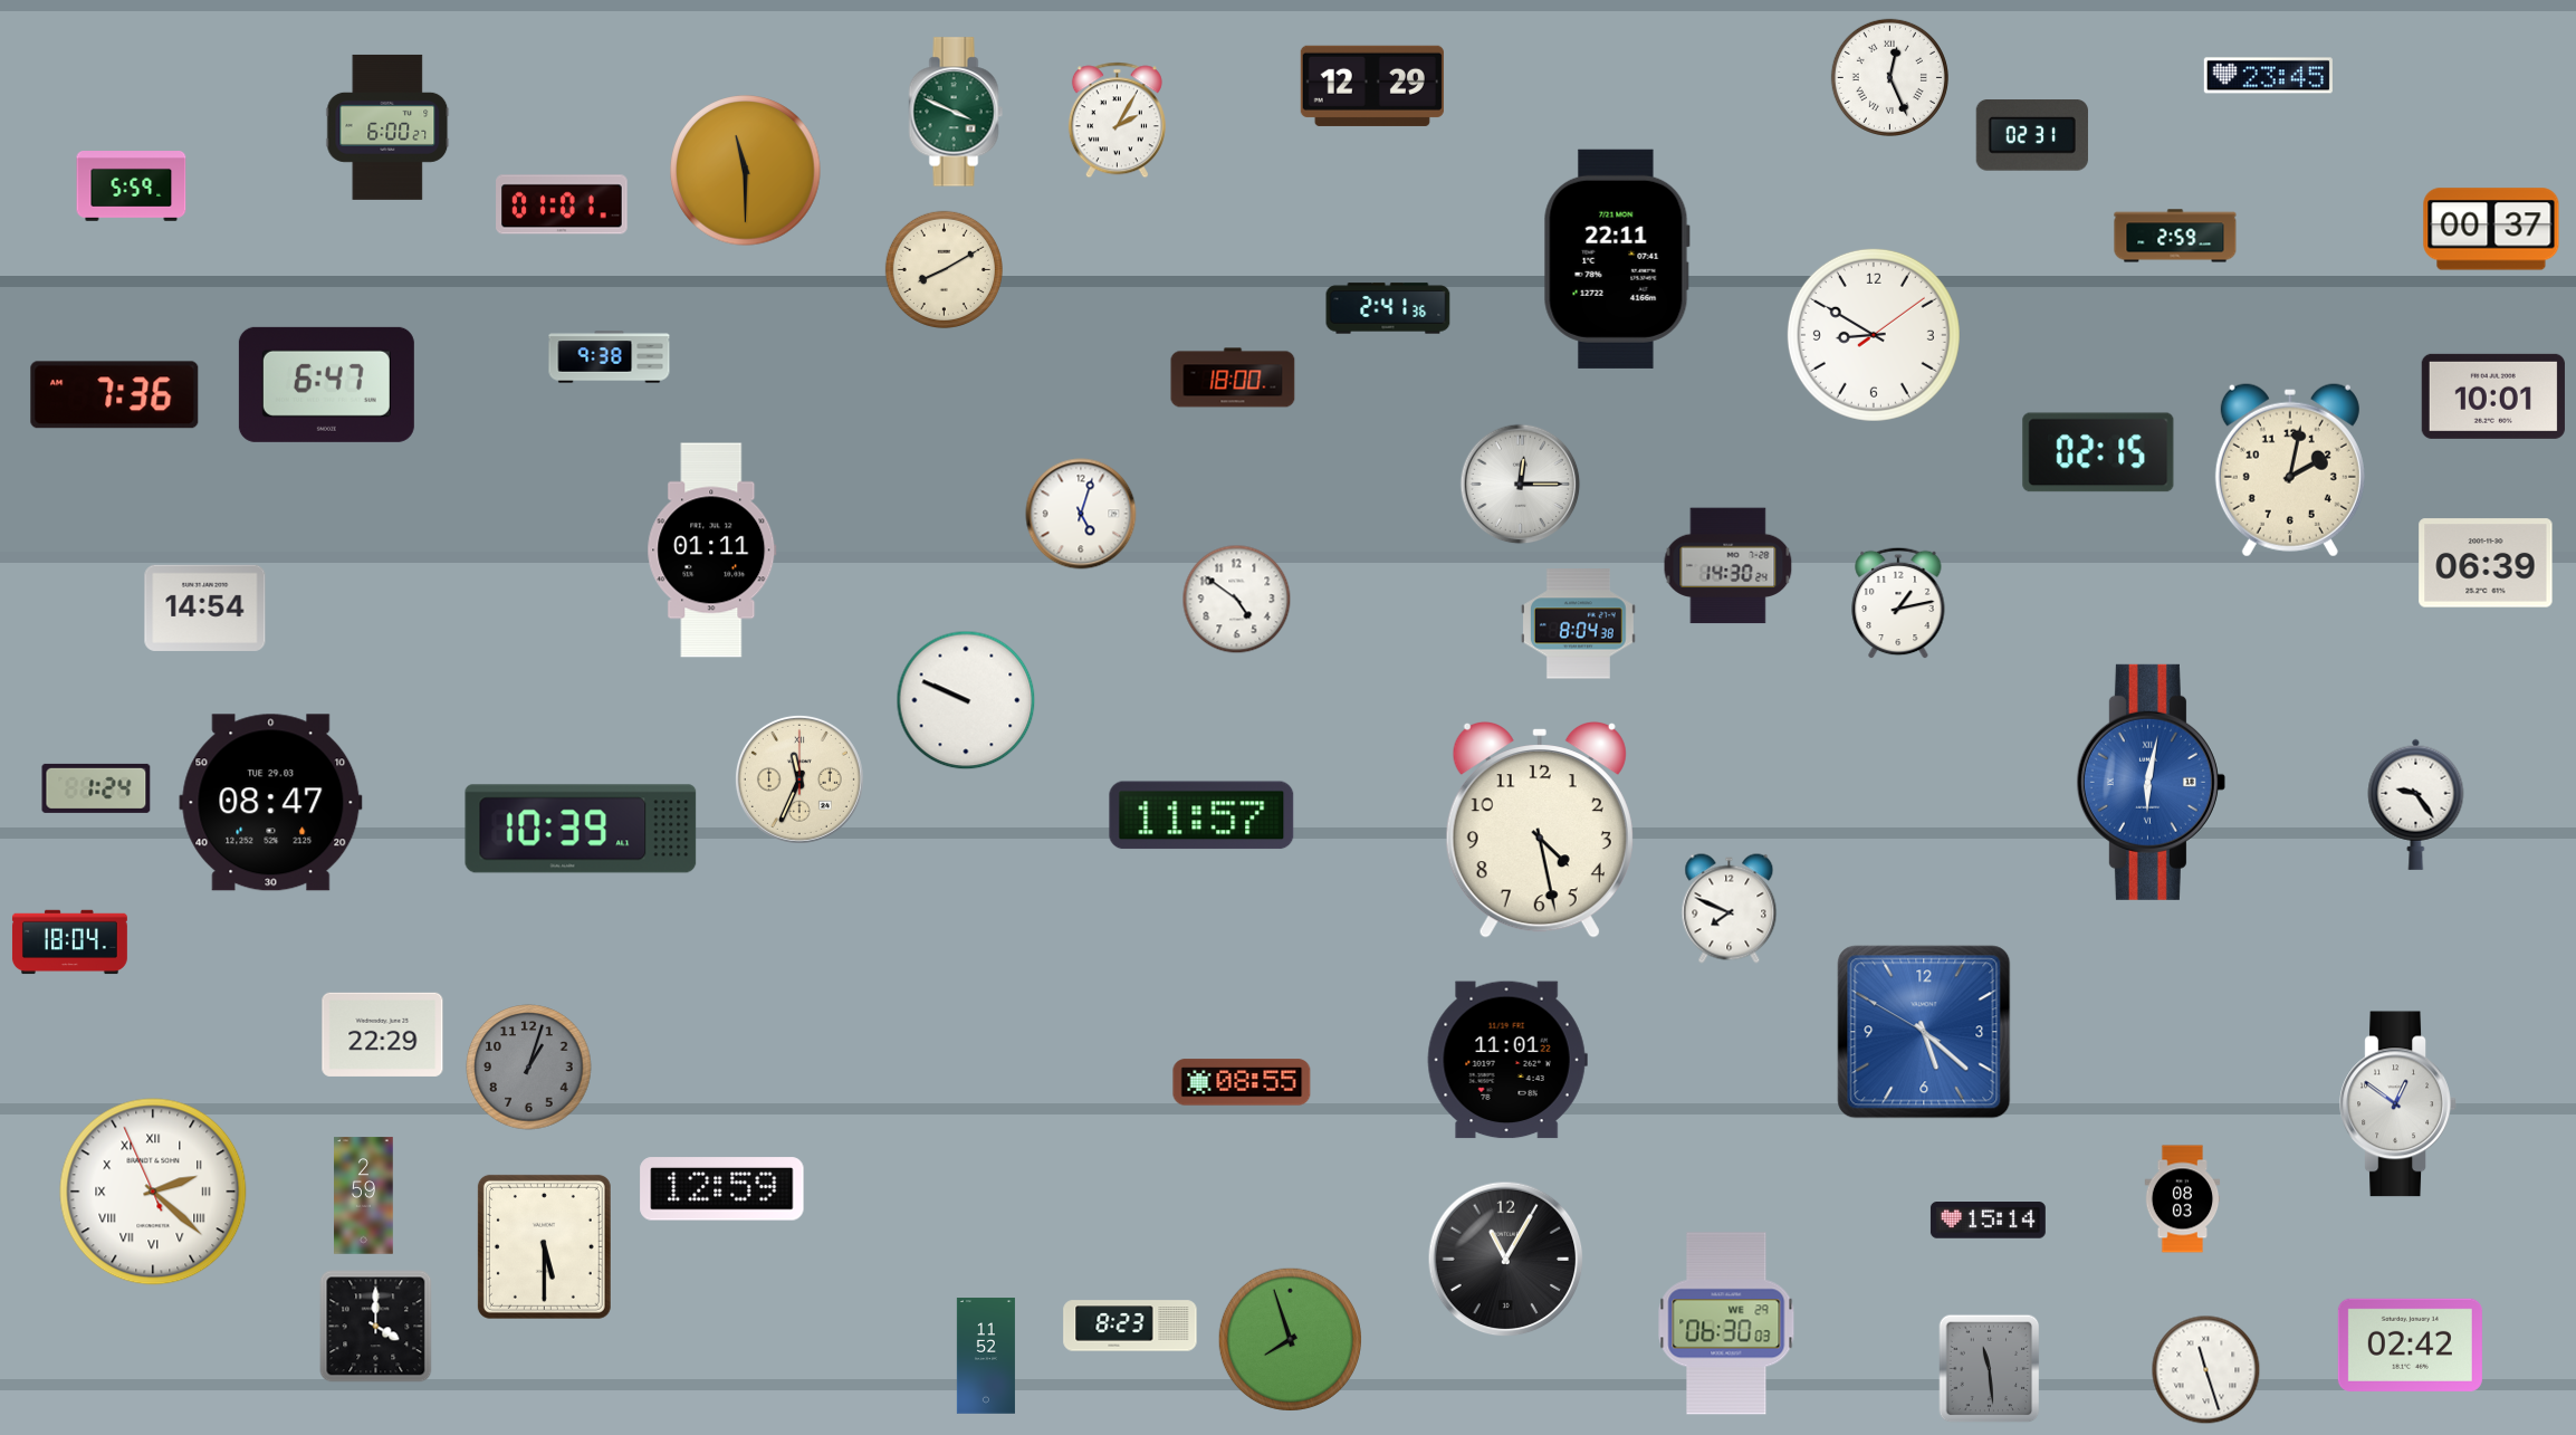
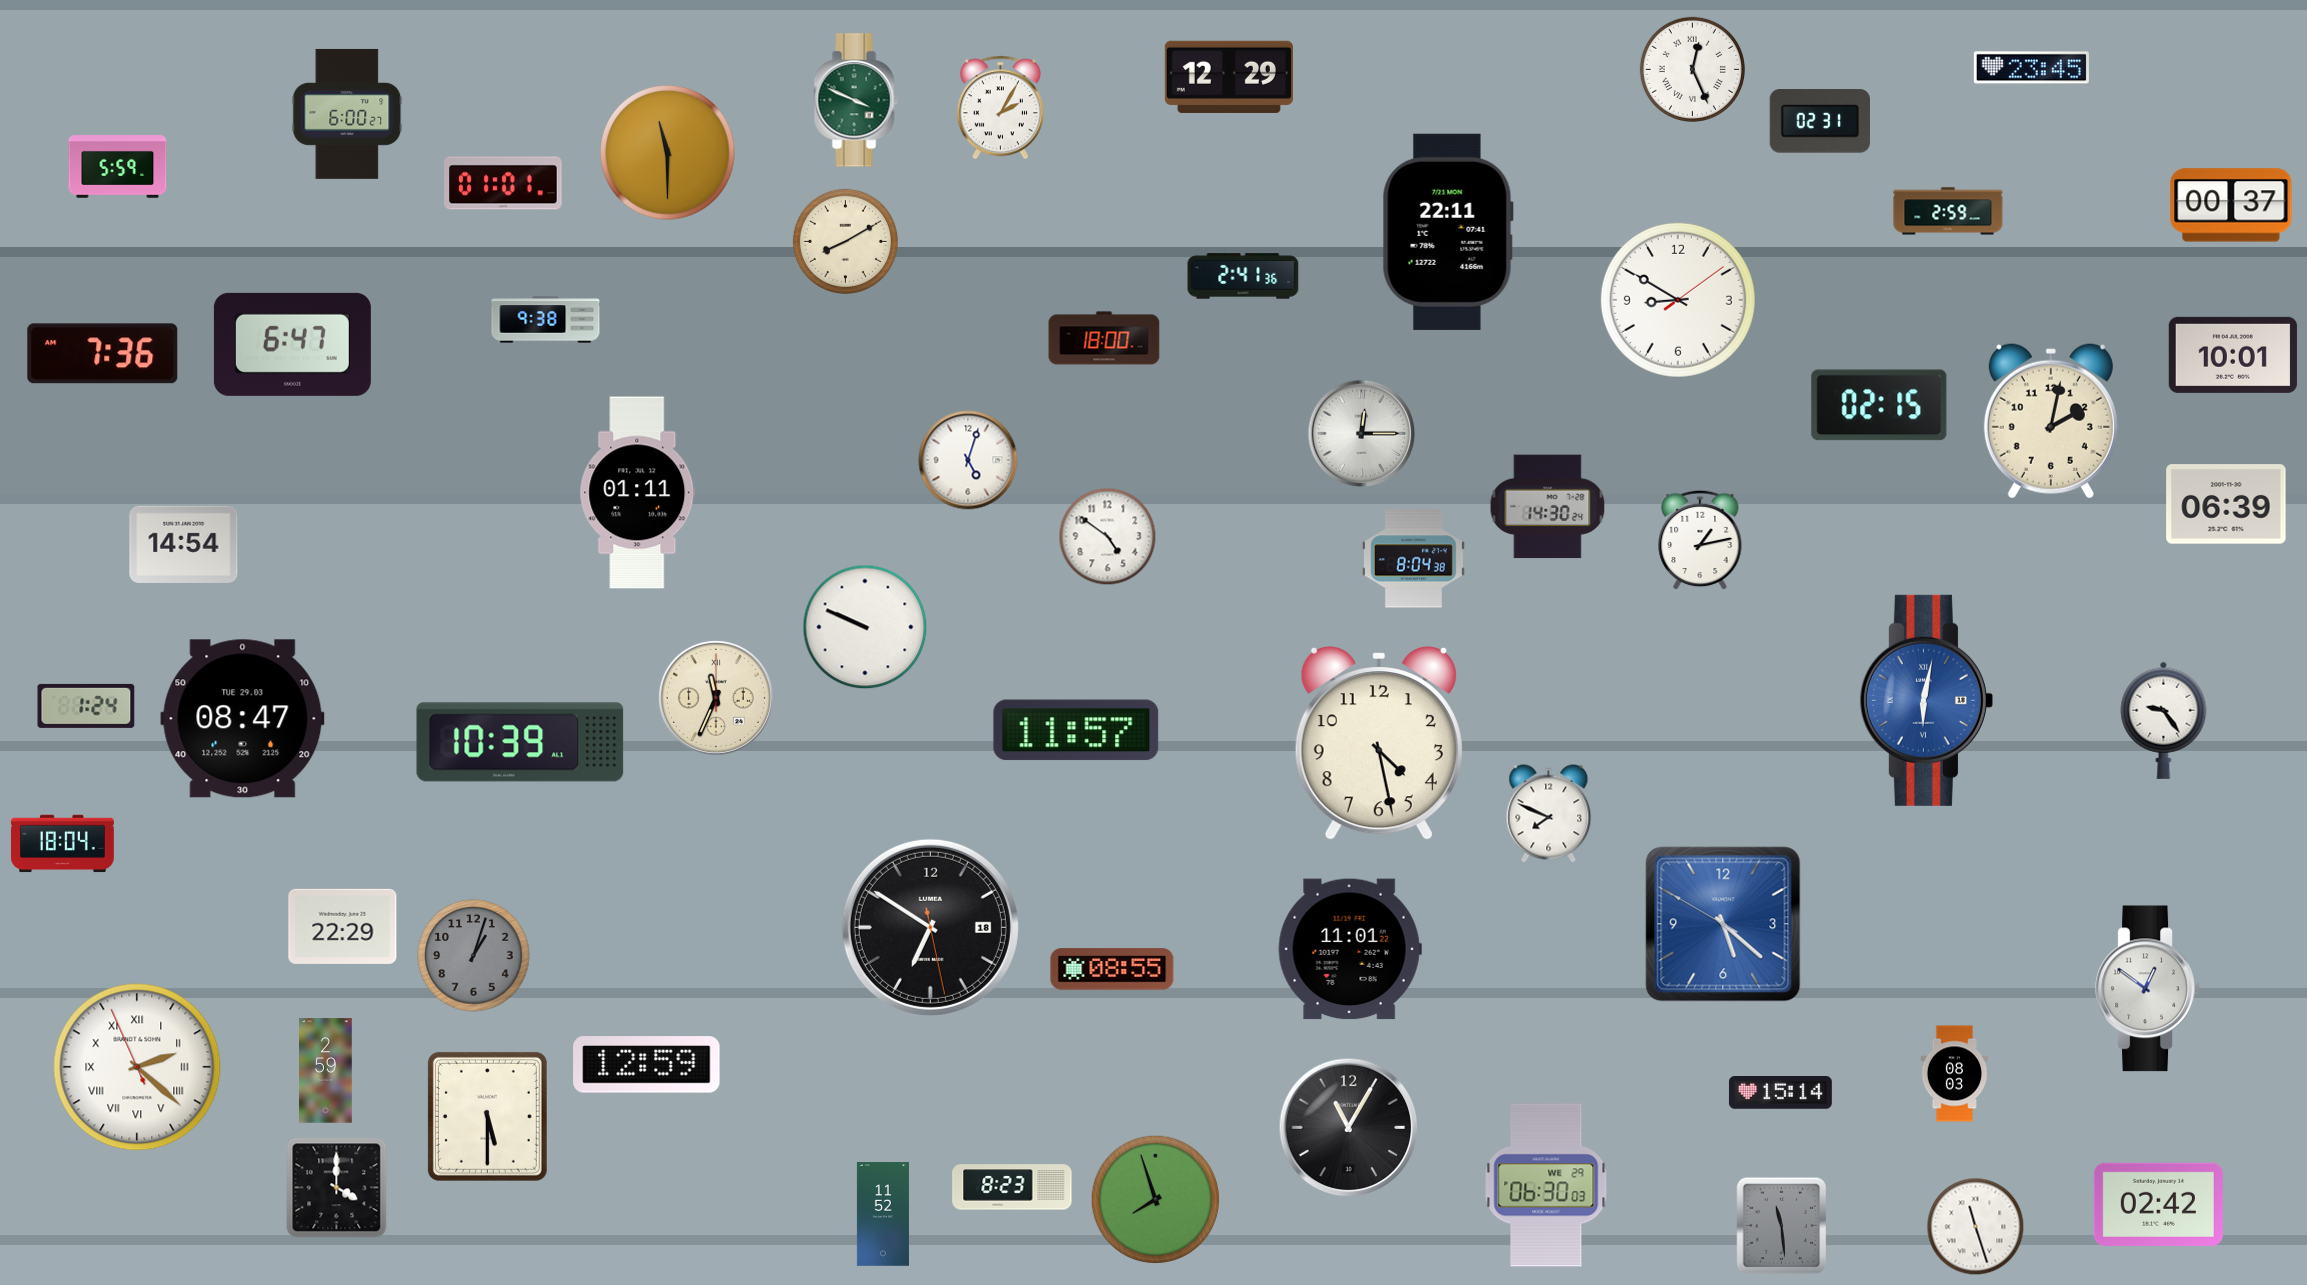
clock at (930, 927): none -> 6:50
